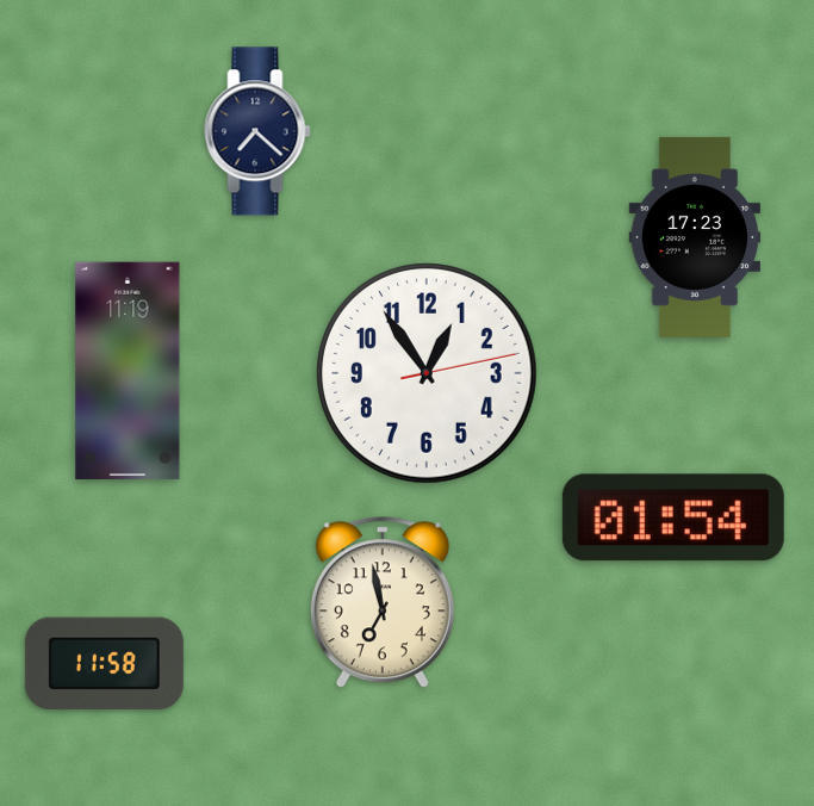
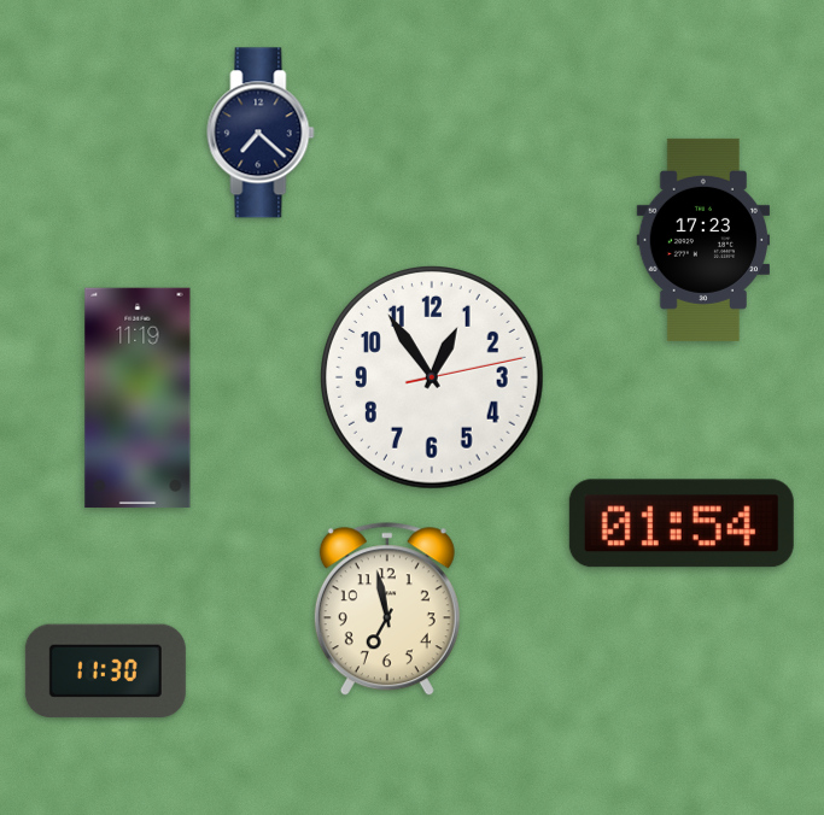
clock at (128, 371) position: (128, 371) -> (138, 398)
clock at (104, 664): 11:58 -> 11:30
